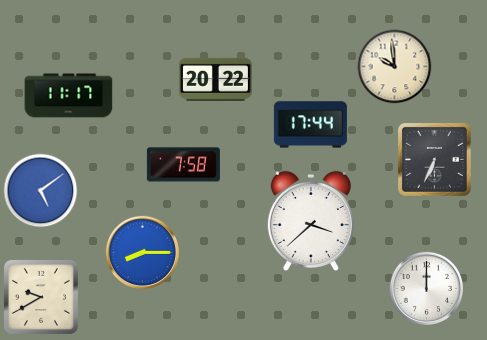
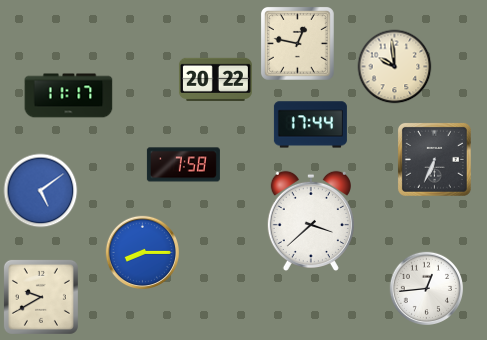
clock at (298, 44): none -> 12:47
clock at (426, 288): 12:00 -> 12:44
